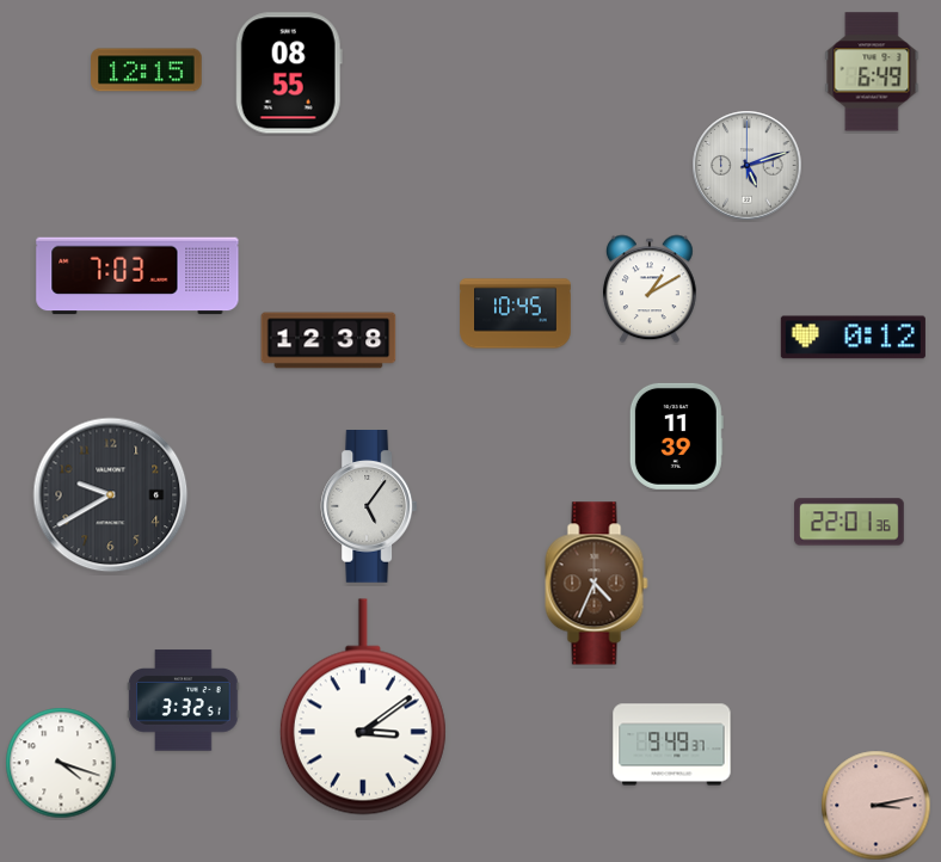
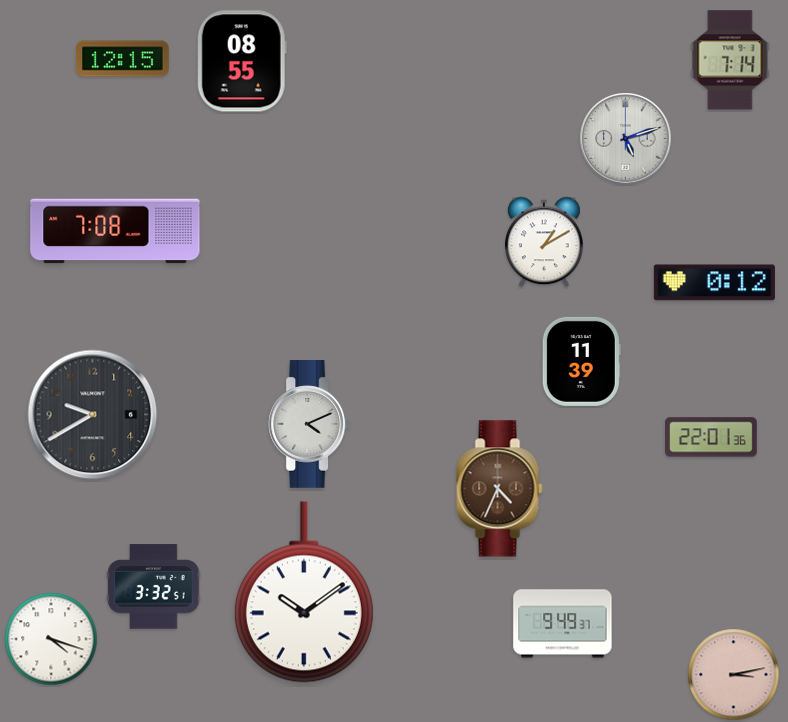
clock at (872, 72): 6:49 -> 7:14
clock at (137, 276): 7:03 -> 7:08
clock at (516, 314): 10:45 -> none
clock at (328, 340): 12:38 -> none
clock at (676, 436) position: (676, 436) -> (581, 361)
clock at (369, 507): 5:06 -> 4:11
clock at (363, 707): 3:09 -> 10:09
